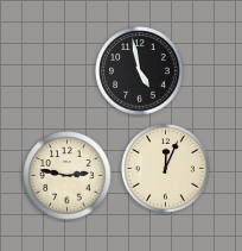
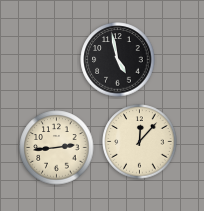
clock at (166, 169): 12:04 -> 12:07
clock at (68, 176): 2:47 -> 2:44
